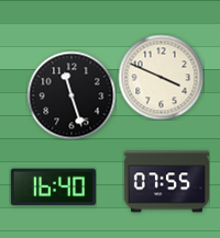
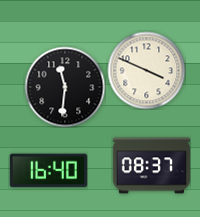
clock at (71, 95): 11:27 -> 11:31
clock at (166, 182): 07:55 -> 08:37
